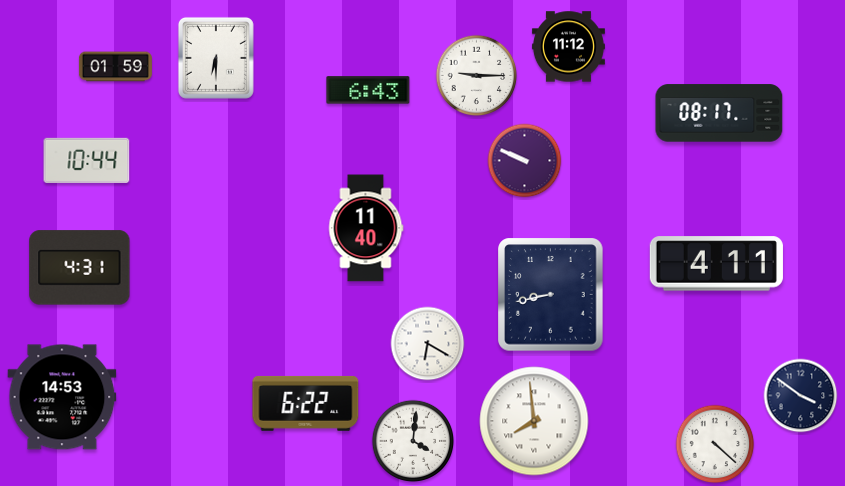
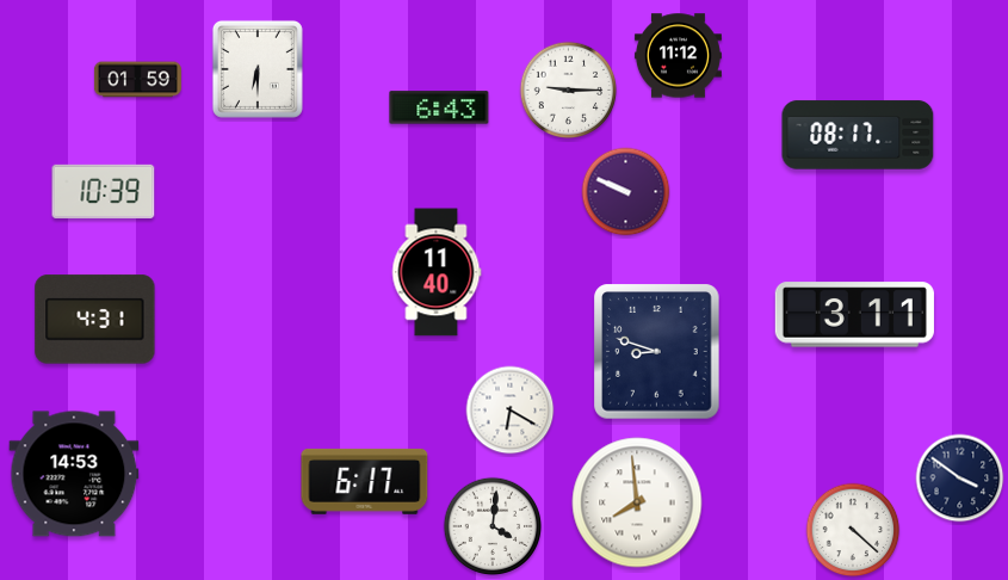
clock at (87, 160): 10:44 -> 10:39
clock at (716, 264): 4:11 -> 3:11
clock at (551, 295): 8:43 -> 8:48
clock at (801, 396) position: (801, 396) -> (960, 479)
clock at (306, 403): 6:22 -> 6:17
